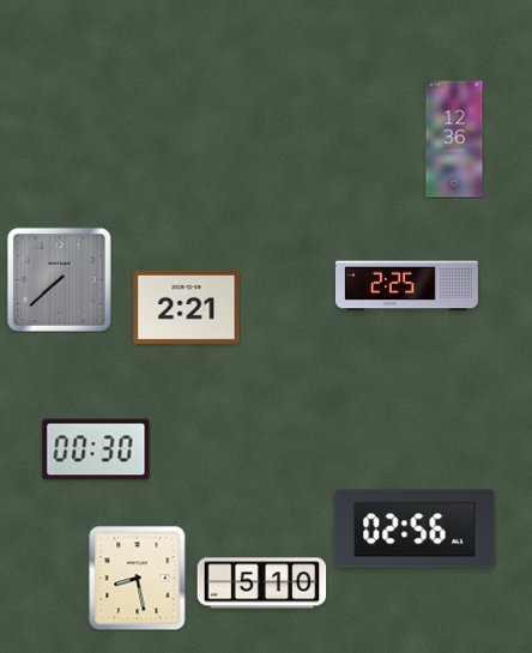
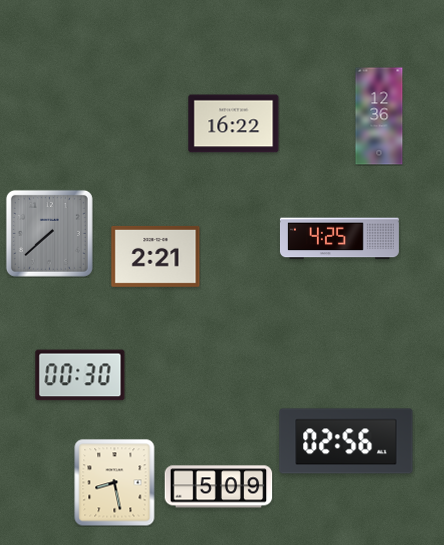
clock at (234, 124): none -> 16:22
clock at (406, 286): 2:25 -> 4:25
clock at (262, 584): 5:10 -> 5:09
